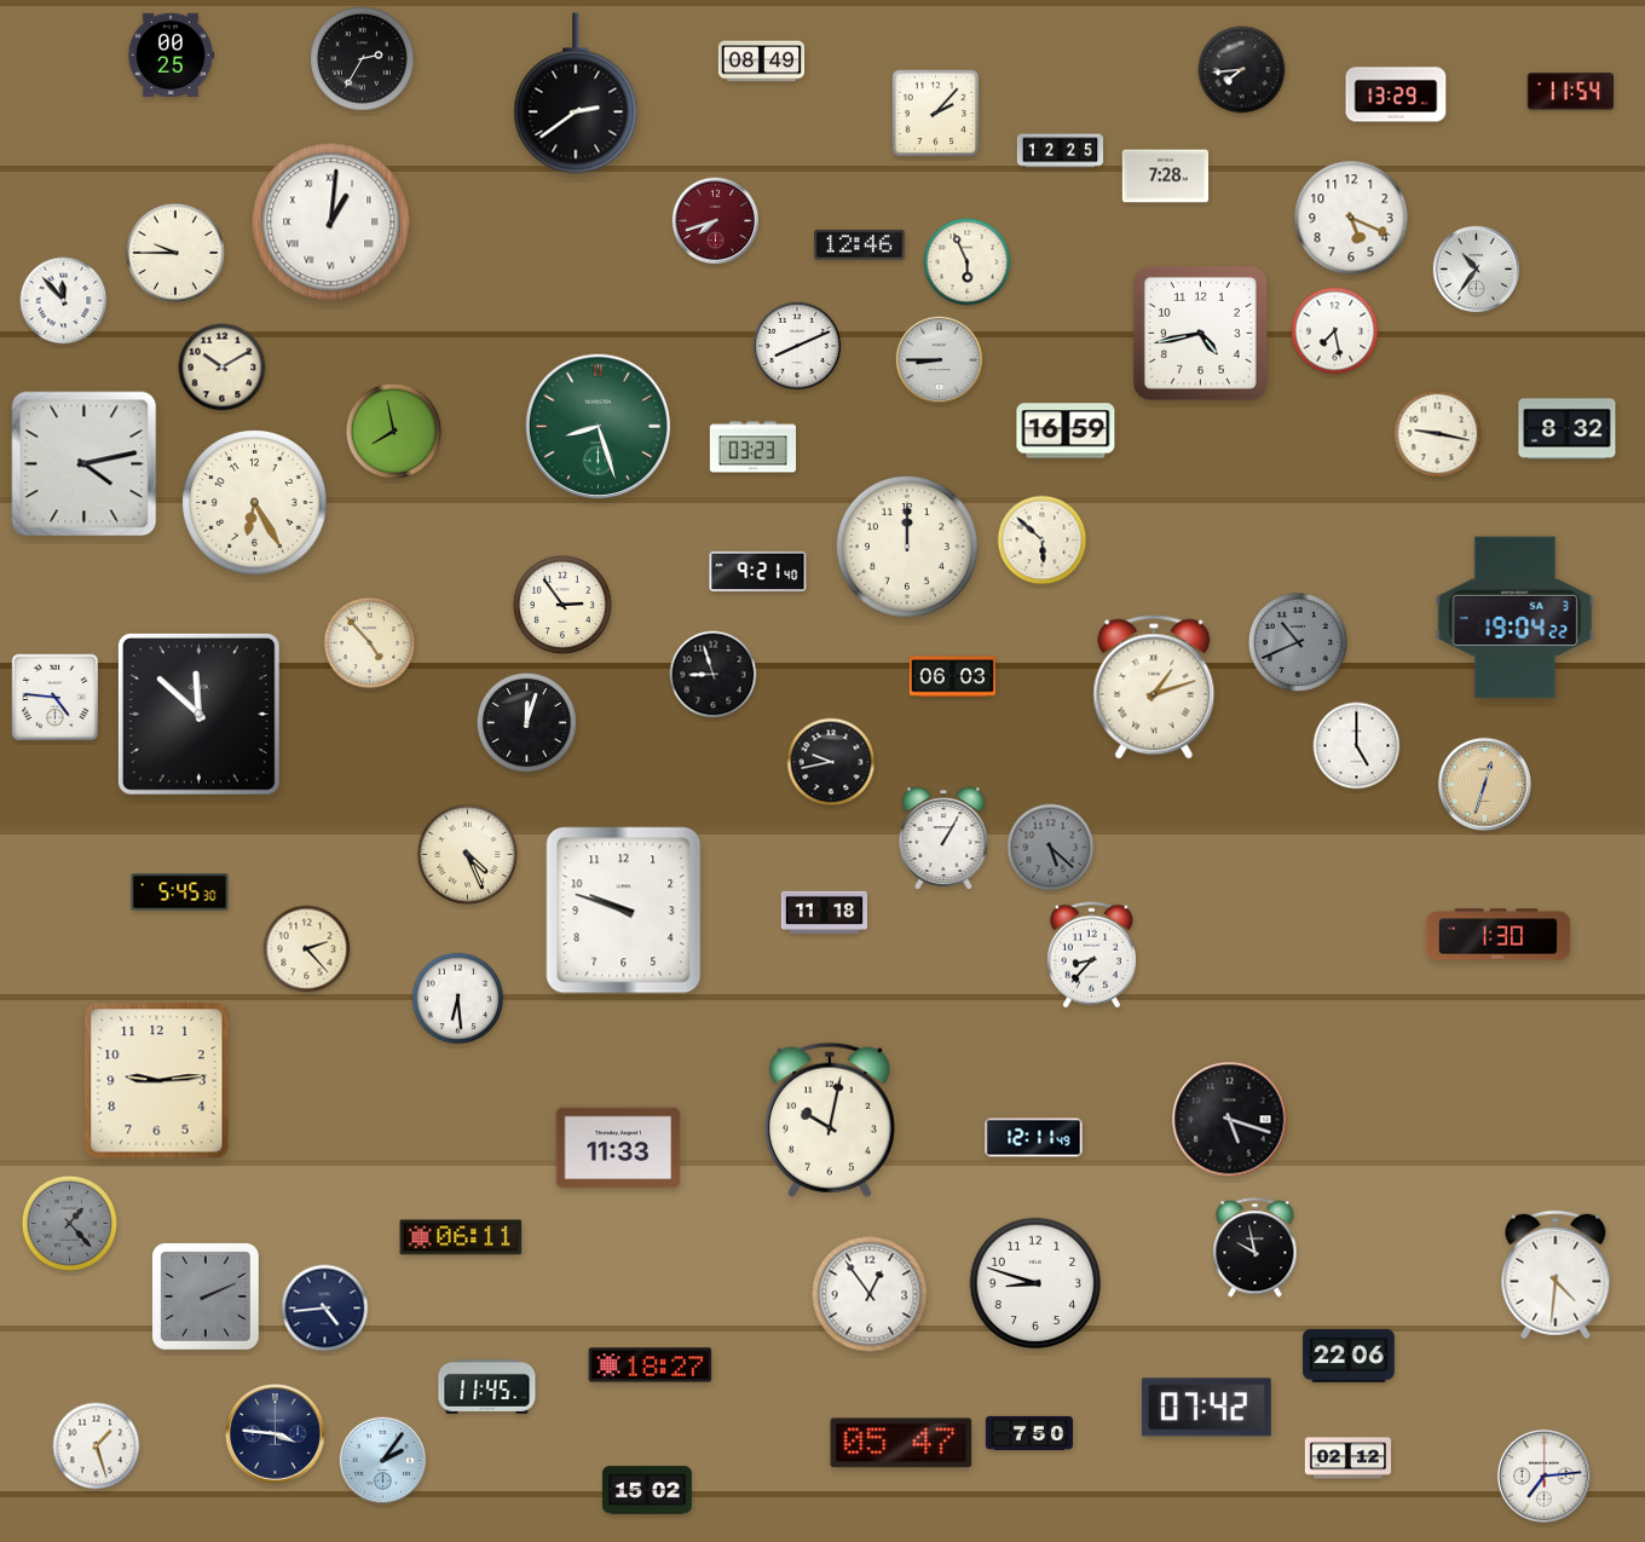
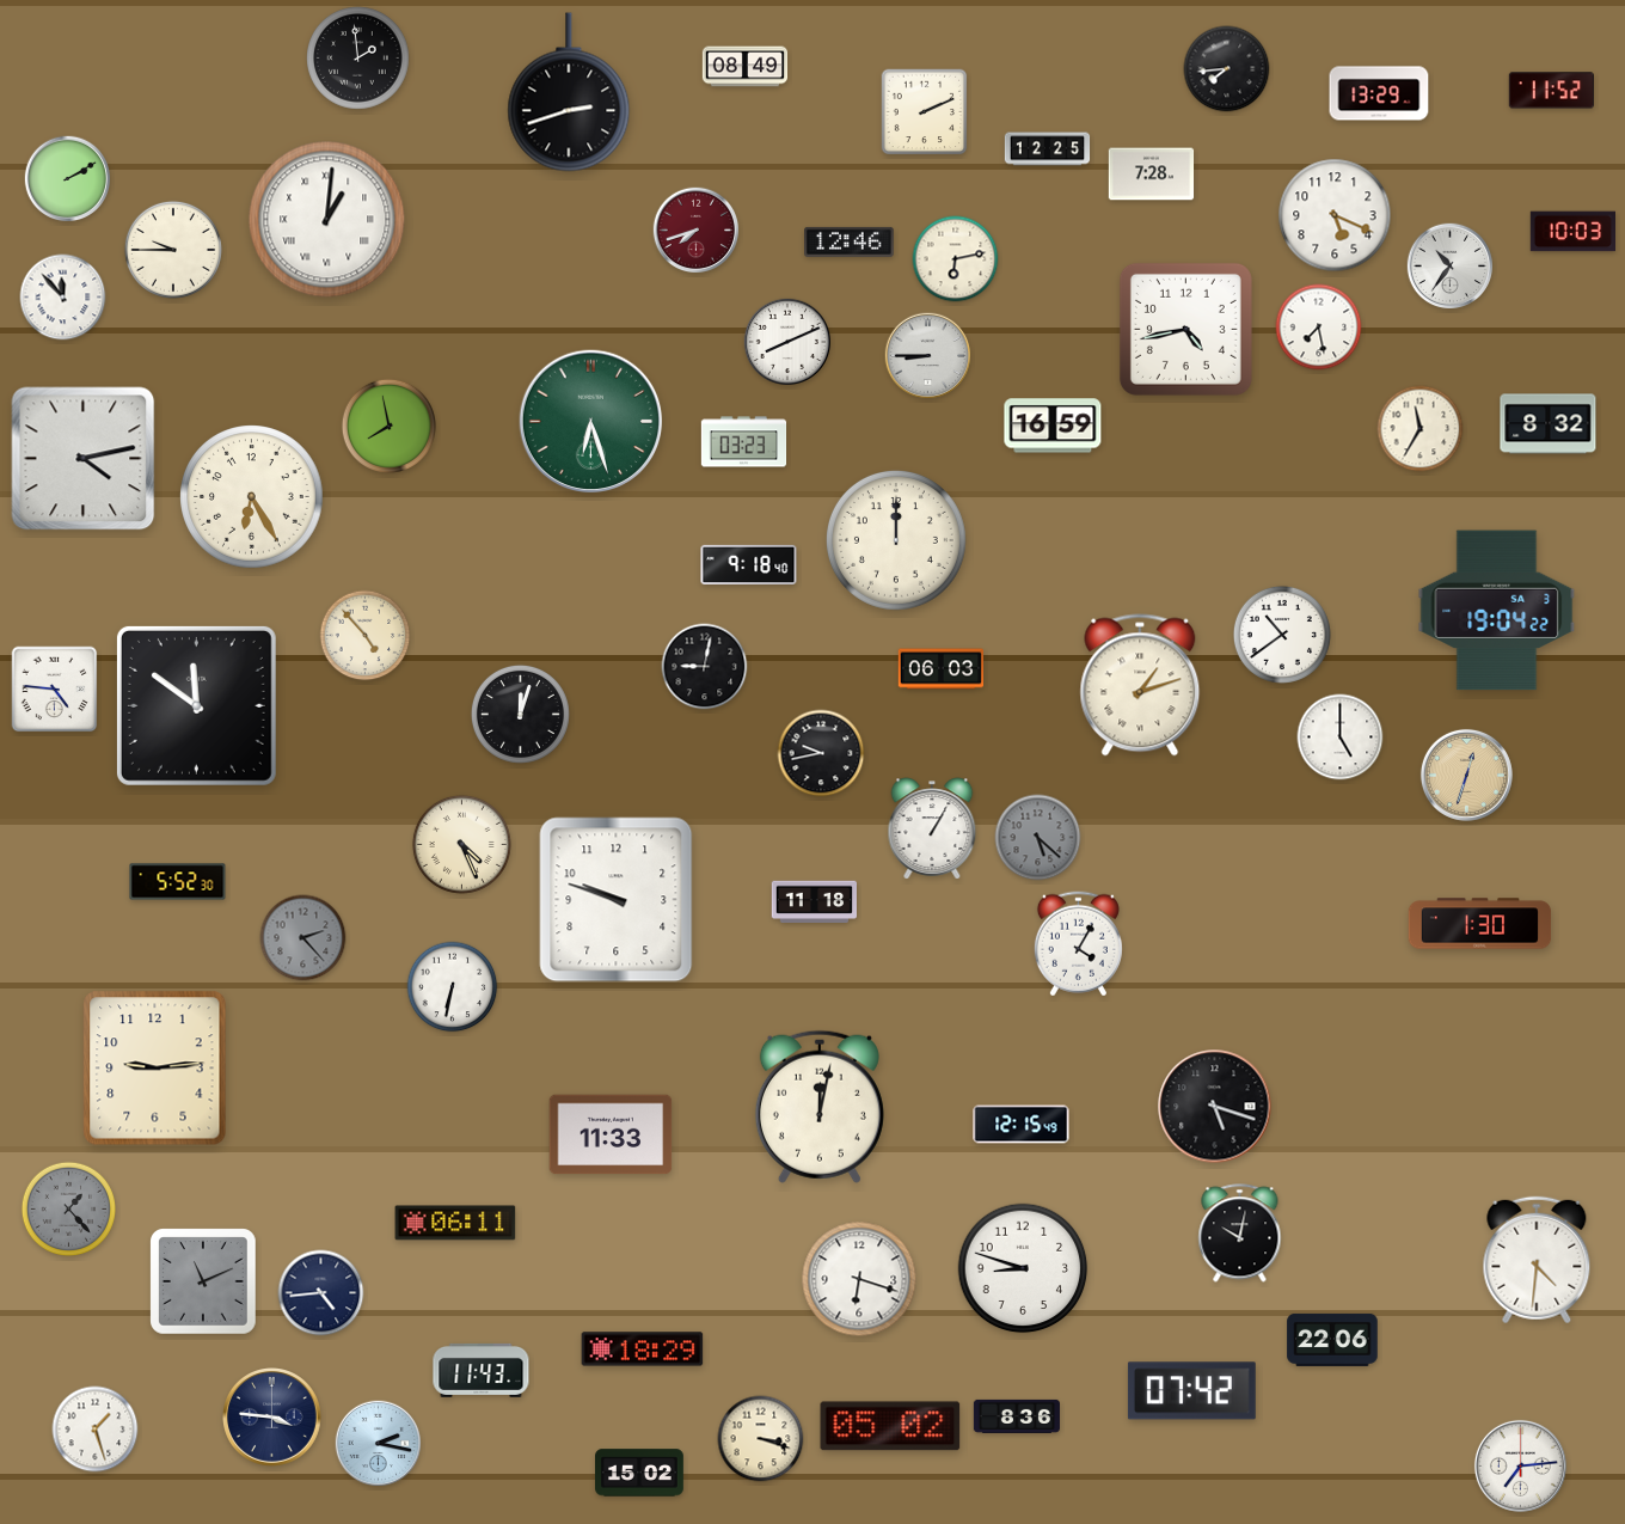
clock at (169, 54): 00:25 -> none
clock at (363, 59): 2:35 -> 1:59
clock at (762, 62) position: (762, 62) -> (746, 67)
clock at (1570, 92): 11:54 -> 11:52
clock at (576, 93): 2:39 -> 2:42
clock at (936, 114): 2:07 -> 2:11
clock at (68, 179): none -> 2:10
clock at (716, 221) position: (716, 221) -> (697, 231)
clock at (1572, 232): none -> 10:03
clock at (968, 262): 5:56 -> 6:13
clock at (1477, 270) position: (1477, 270) -> (1451, 267)
clock at (223, 368): 10:10 -> none
clock at (599, 427): 8:27 -> 6:27
clock at (1438, 434): 9:17 -> 11:35
clock at (1043, 541): 5:52 -> none
clock at (758, 572): 9:21 -> 9:18
clock at (562, 605): 2:54 -> none
clock at (1298, 642): 10:41 -> 10:39
clock at (1298, 642) dial: grey -> white
clock at (714, 675): 8:57 -> 9:02
clock at (1154, 687) position: (1154, 687) -> (1140, 685)
clock at (198, 714): 11:52 -> 11:51
clock at (180, 893): 5:45 -> 5:52
clock at (307, 949) dial: cream -> grey
clock at (1091, 955): 8:37 -> 4:05
clock at (458, 999): 6:29 -> 6:32
clock at (830, 1120): 10:02 -> 12:02
clock at (1034, 1138): 12:11 -> 12:15
clock at (1256, 1248): 9:58 -> 10:02
clock at (870, 1294): 12:54 -> 6:18
clock at (206, 1296): 2:11 -> 11:11
clock at (651, 1365): 18:27 -> 18:29
clock at (487, 1386): 11:45 -> 11:43
clock at (1029, 1433): 7:50 -> 8:36
clock at (901, 1443): 05:47 -> 05:02
clock at (761, 1439): none -> 3:18
clock at (1349, 1459): 02:12 -> none
clock at (383, 1461): 2:06 -> 2:17
clock at (1543, 1475) position: (1543, 1475) -> (1520, 1465)
